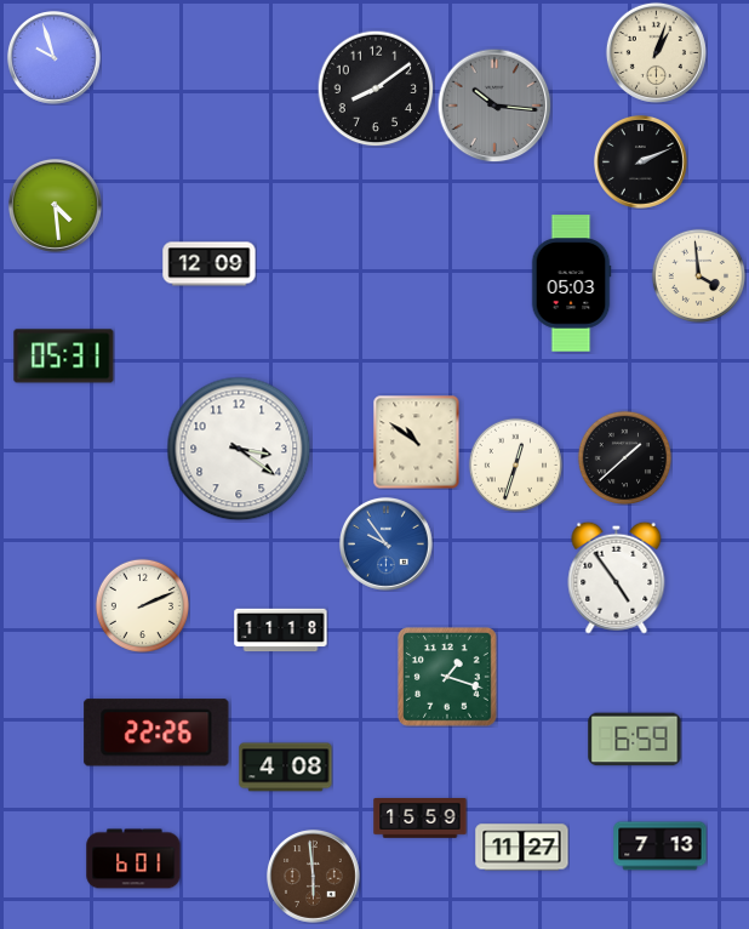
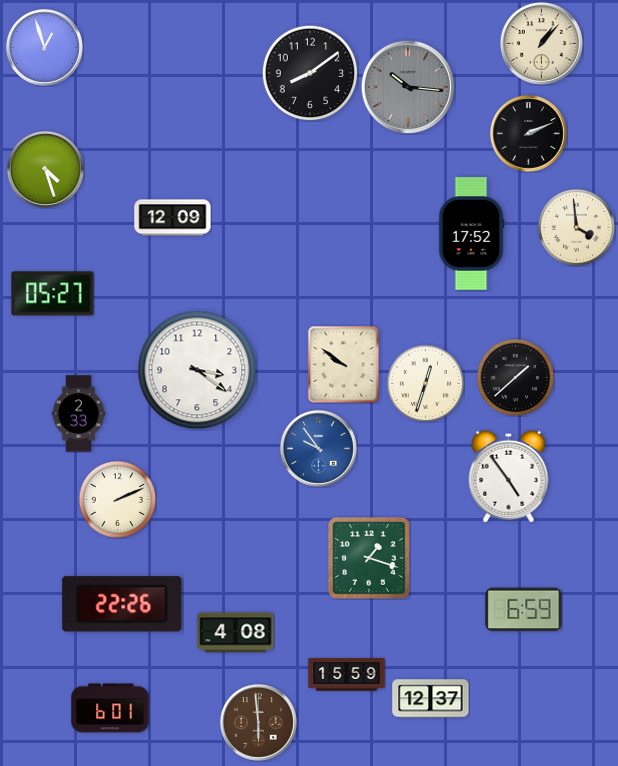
clock at (656, 52): 1:03 -> 1:07
clock at (53, 57): 9:57 -> 12:57
clock at (55, 205): 4:29 -> 4:27
clock at (571, 284): 05:03 -> 17:52
clock at (64, 357): 05:31 -> 05:27
clock at (417, 441): 10:51 -> 9:51
clock at (79, 414): none -> 2:33
clock at (281, 631): 11:18 -> none
clock at (156, 733) position: (156, 733) -> (122, 604)
clock at (661, 847): 7:13 -> none
clock at (522, 848): 11:27 -> 12:37
